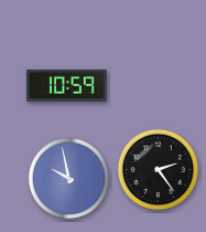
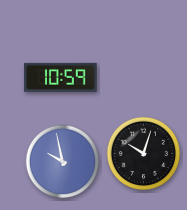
clock at (159, 170): 2:24 -> 10:03
